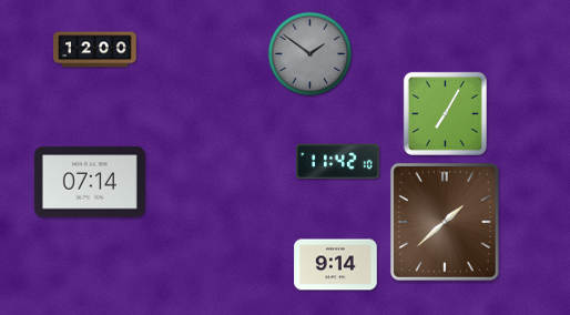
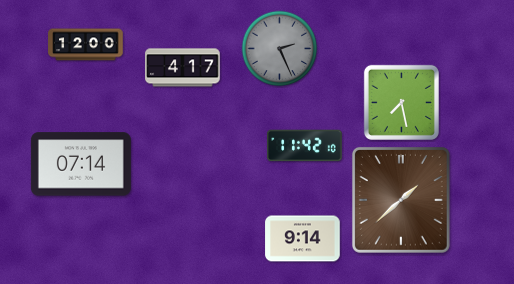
clock at (311, 54): 1:51 -> 2:26
clock at (183, 68): none -> 4:17
clock at (445, 113): 7:05 -> 7:28
